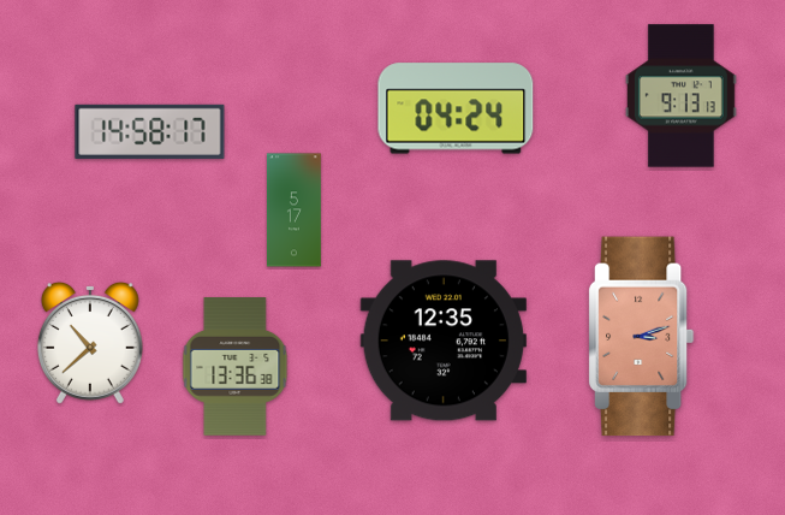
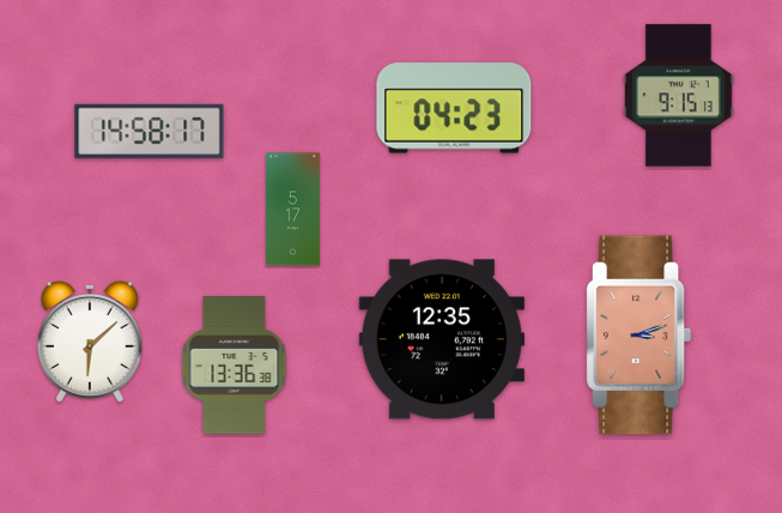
clock at (680, 96): 9:13 -> 9:15
clock at (456, 108): 04:24 -> 04:23
clock at (90, 343): 10:38 -> 6:08
